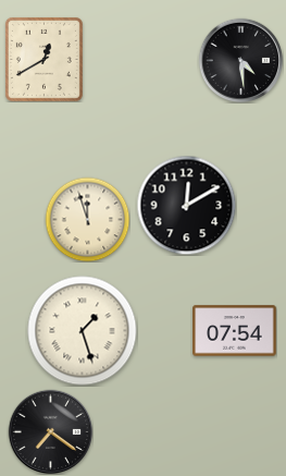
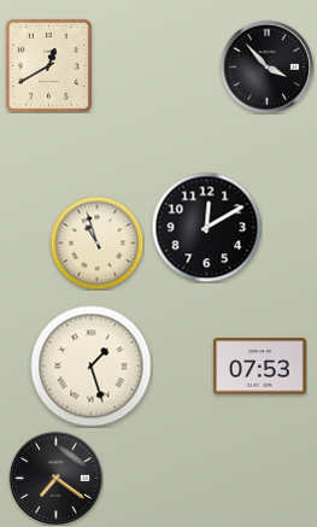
clock at (240, 60): 4:29 -> 3:53
clock at (87, 219): 11:57 -> 10:57
clock at (235, 331): 07:54 -> 07:53
